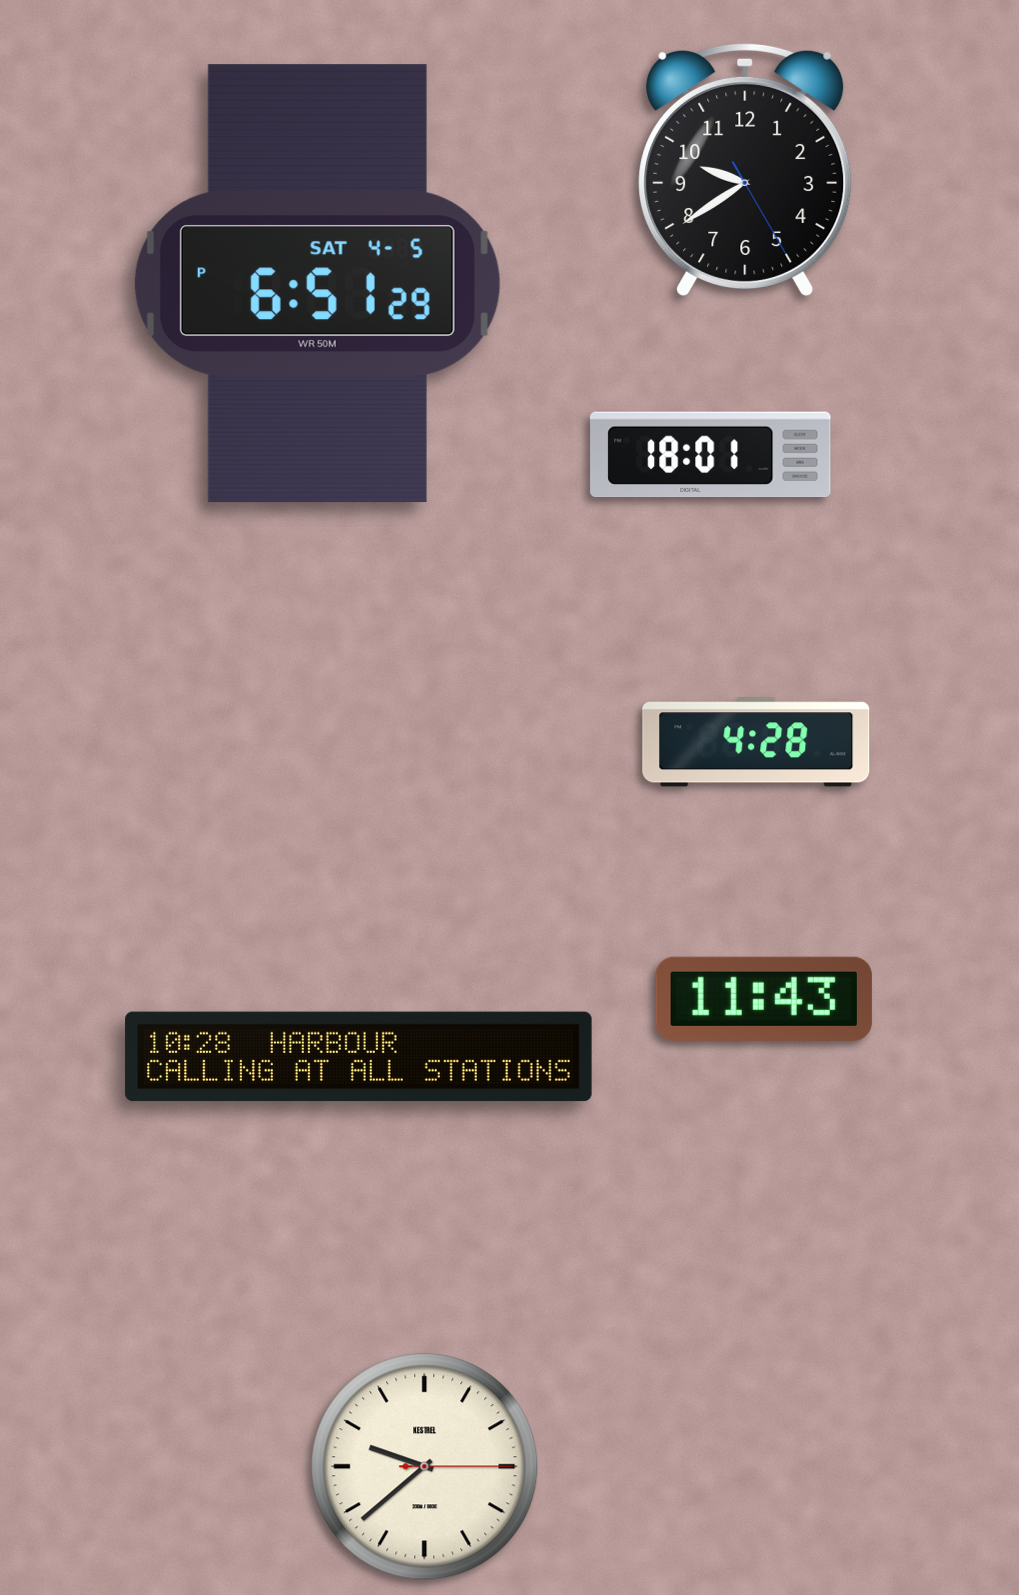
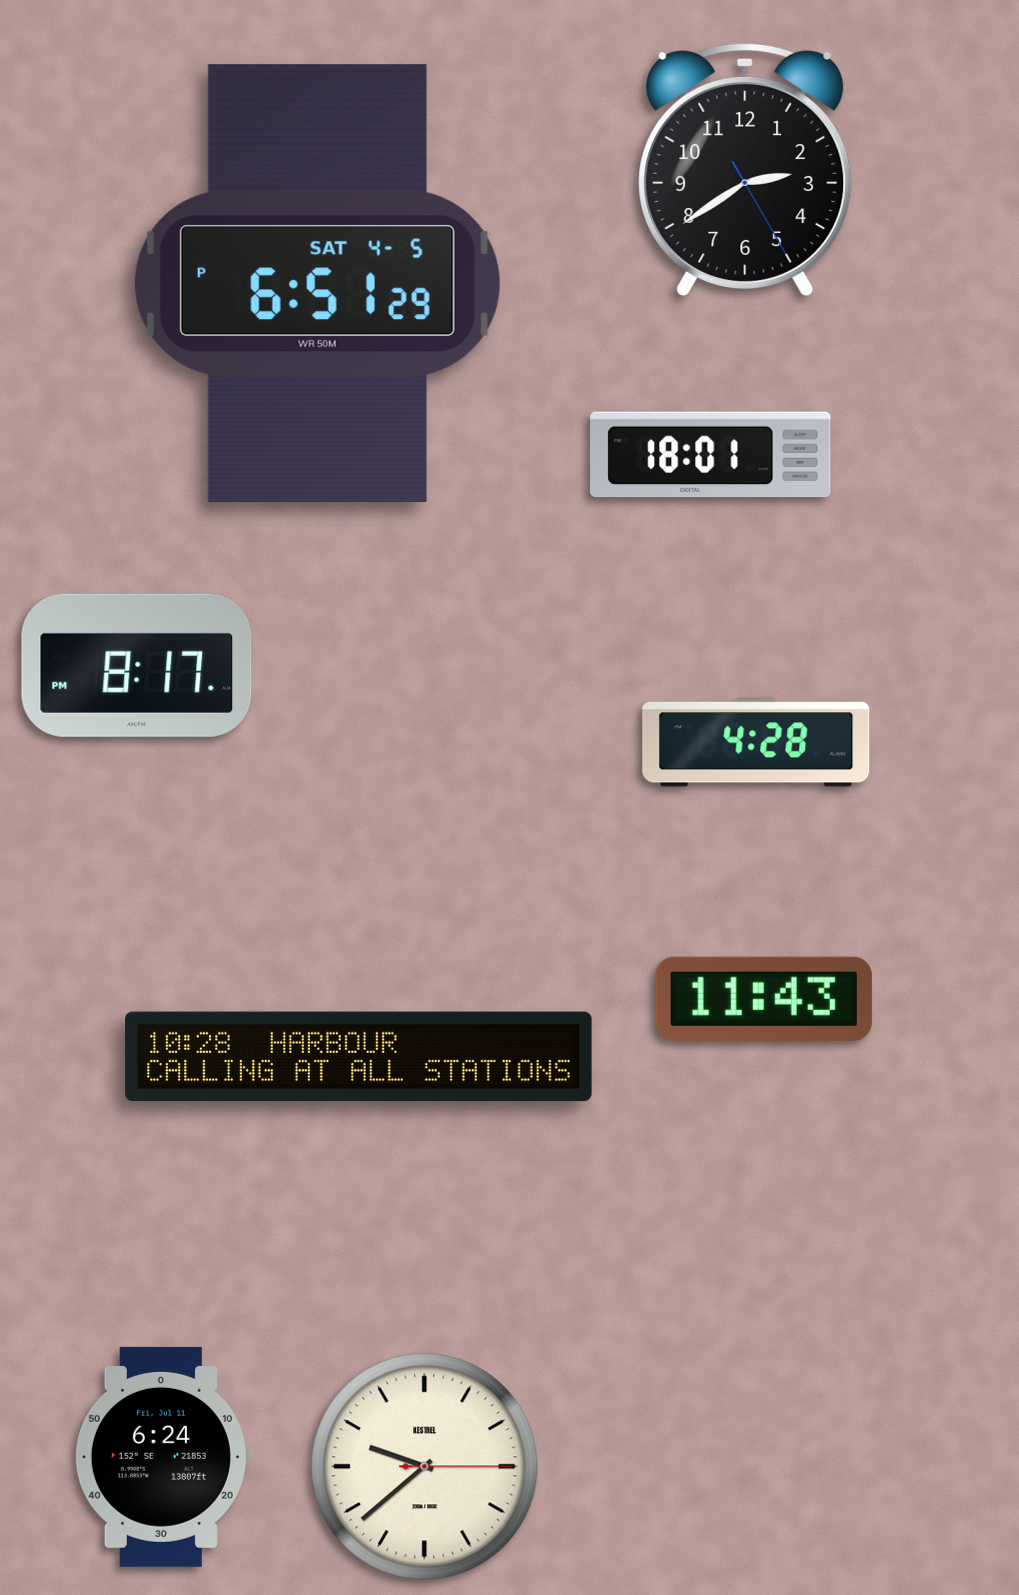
clock at (745, 169): 9:39 -> 2:39
clock at (137, 665): none -> 8:17
clock at (161, 1457): none -> 6:24
